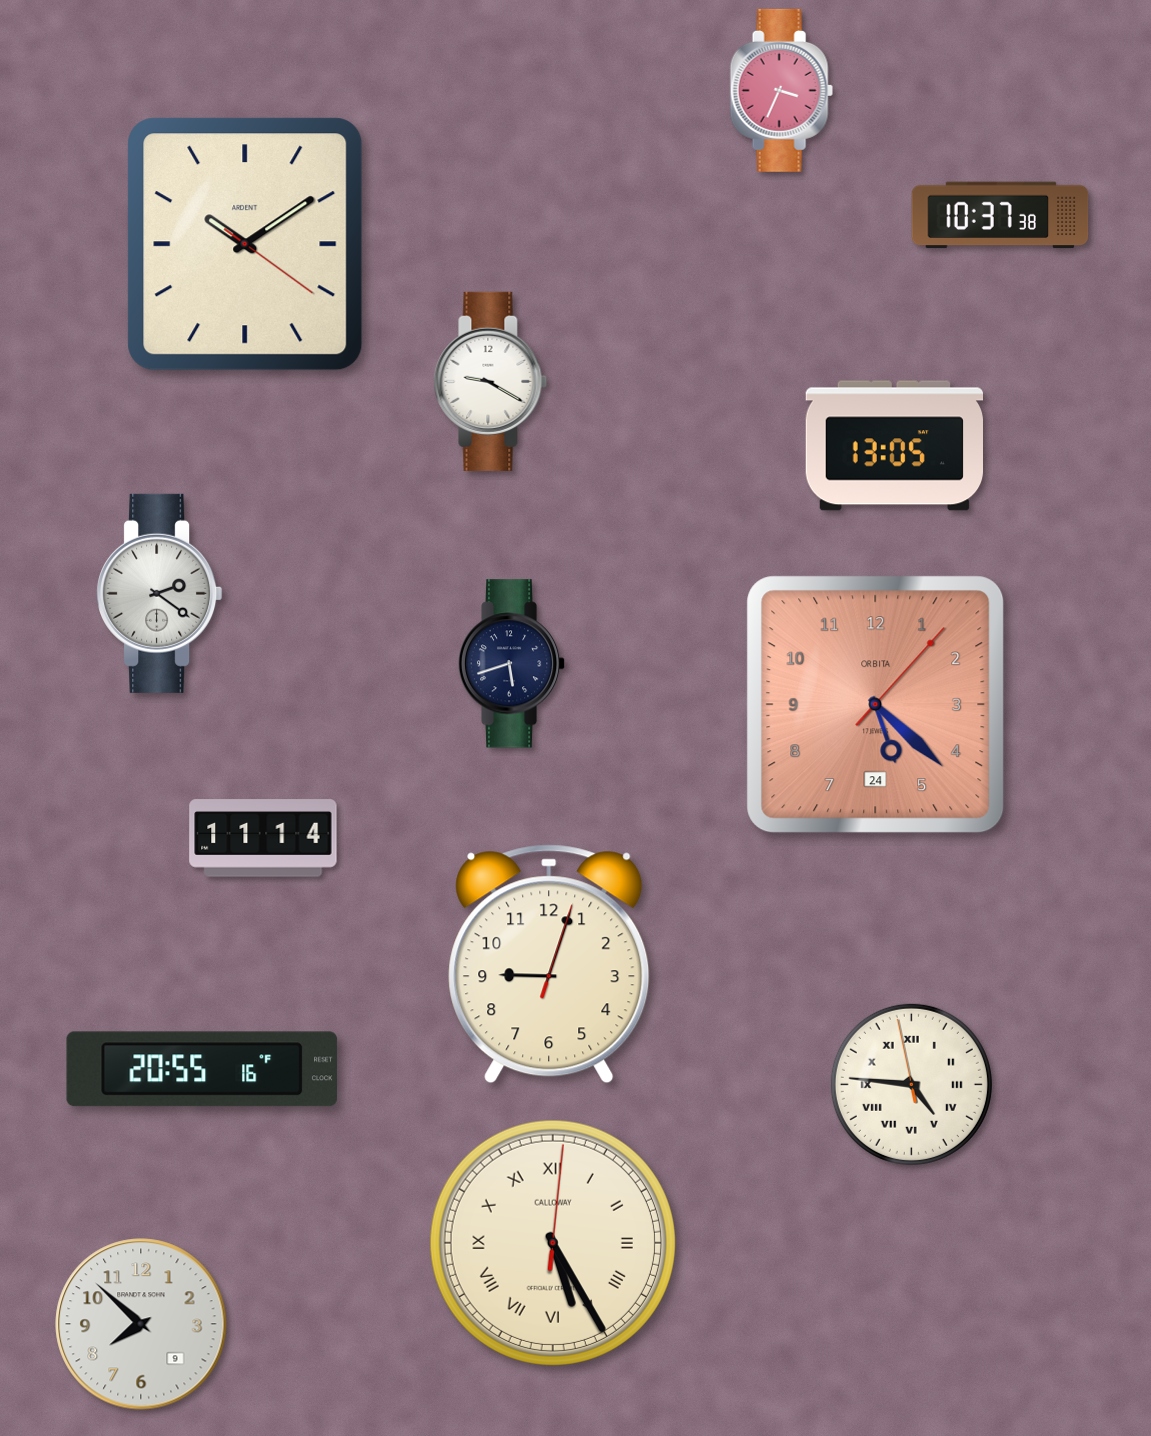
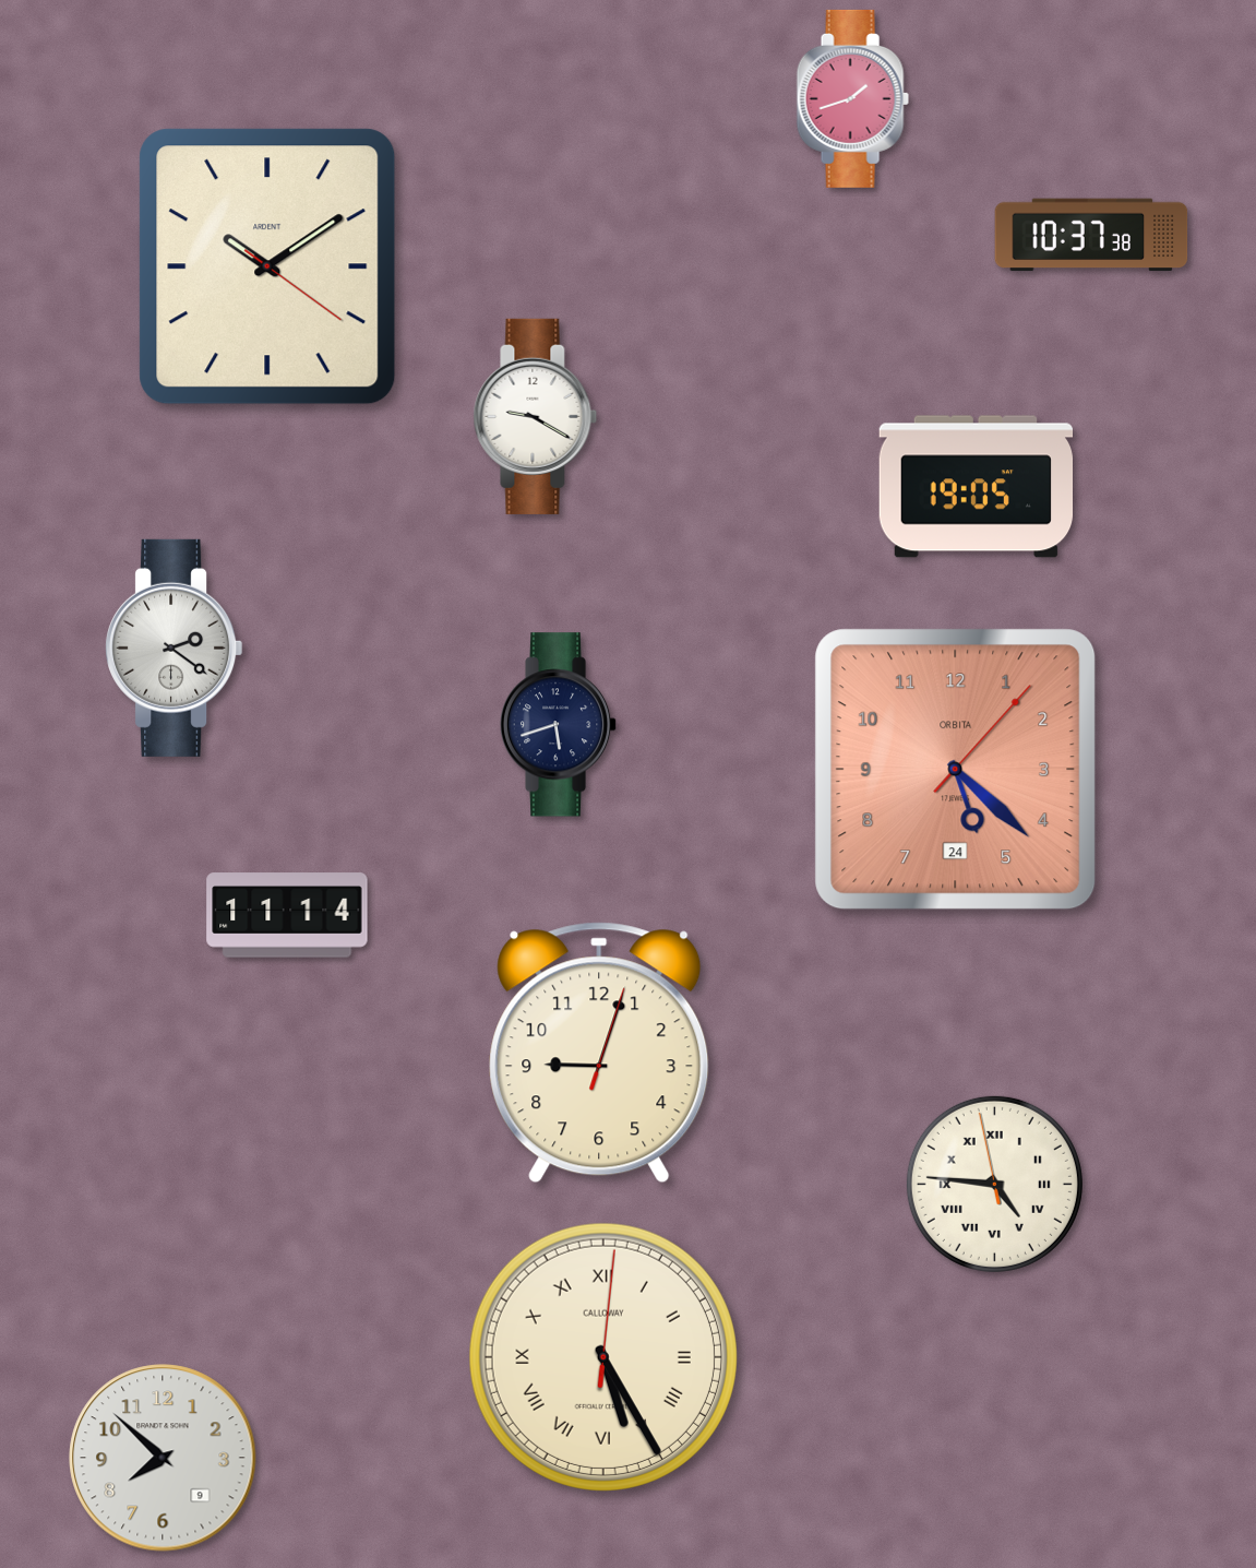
clock at (781, 90): 3:34 -> 1:42
clock at (894, 446): 13:05 -> 19:05
clock at (202, 1069): 20:55 -> none
clock at (141, 1324) position: (141, 1324) -> (163, 1458)
